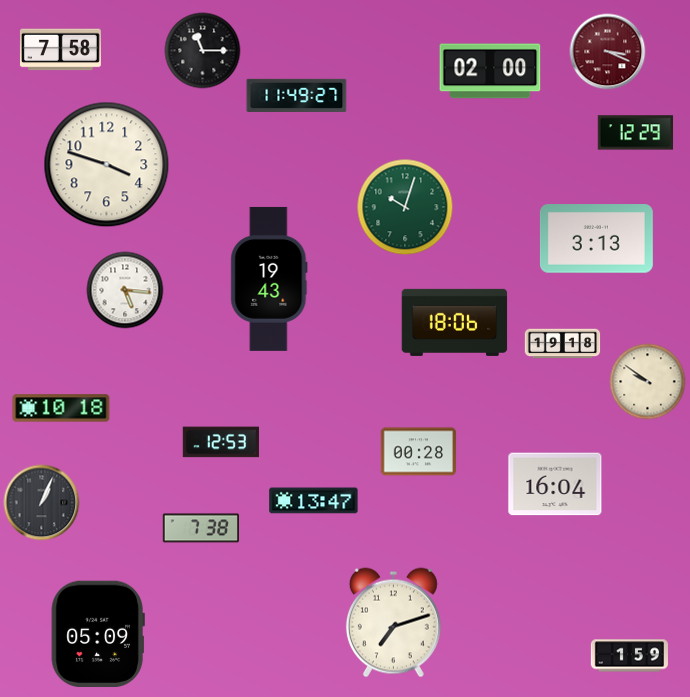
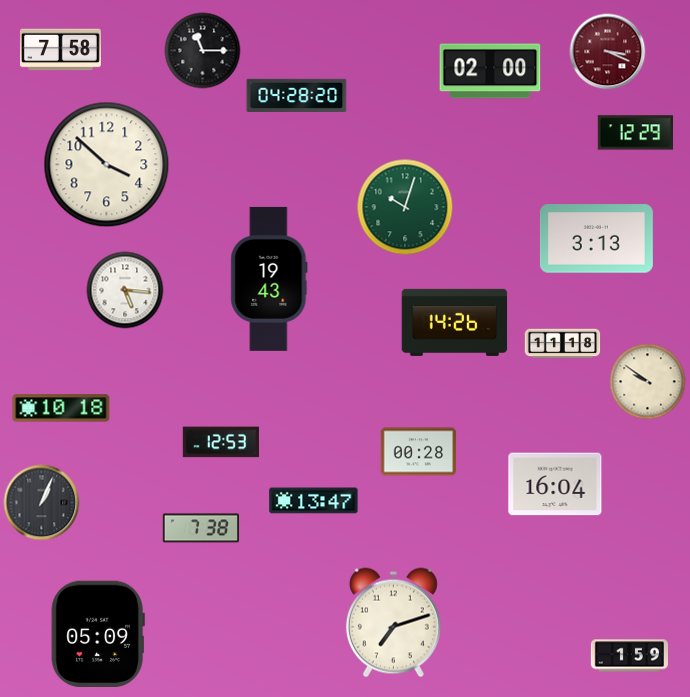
clock at (297, 95): 11:49 -> 04:28
clock at (107, 165): 3:48 -> 3:52
clock at (455, 322): 18:06 -> 14:26
clock at (563, 344): 19:18 -> 11:18
